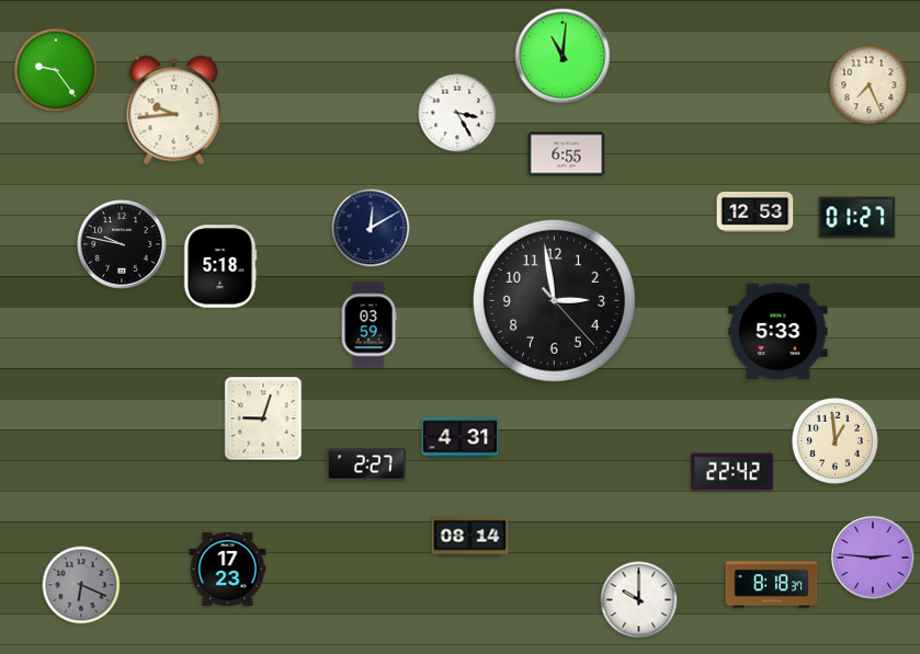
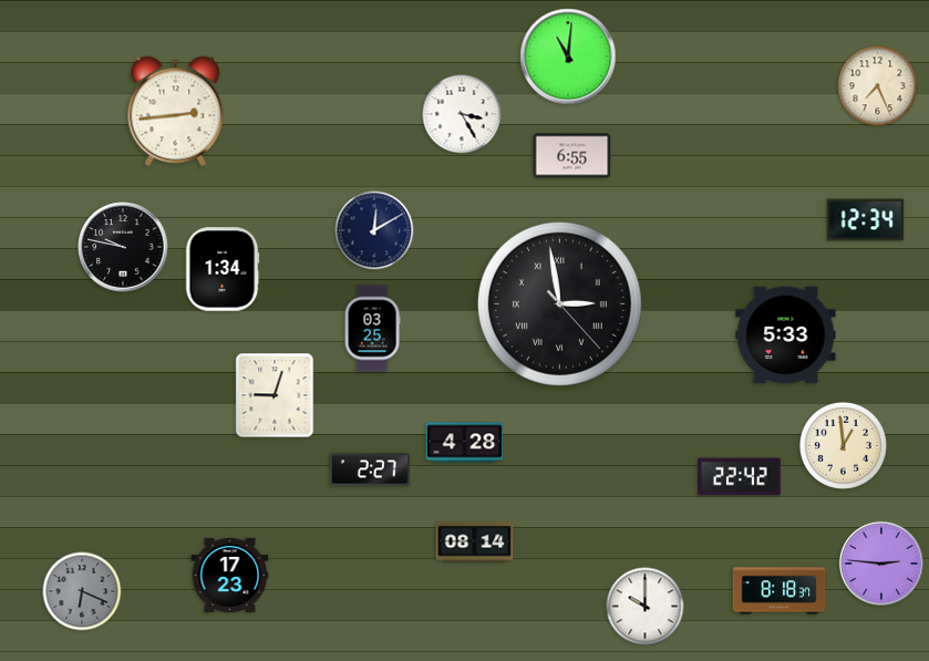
clock at (56, 70): 9:24 -> none
clock at (174, 111): 9:44 -> 2:44
clock at (756, 213): 12:53 -> none
clock at (857, 218): 01:27 -> 12:34
clock at (220, 266): 5:18 -> 1:34
clock at (554, 300) numerals: Arabic -> Roman
clock at (368, 325): 03:59 -> 03:25
clock at (263, 418) position: (263, 418) -> (275, 395)
clock at (461, 438): 4:31 -> 4:28
